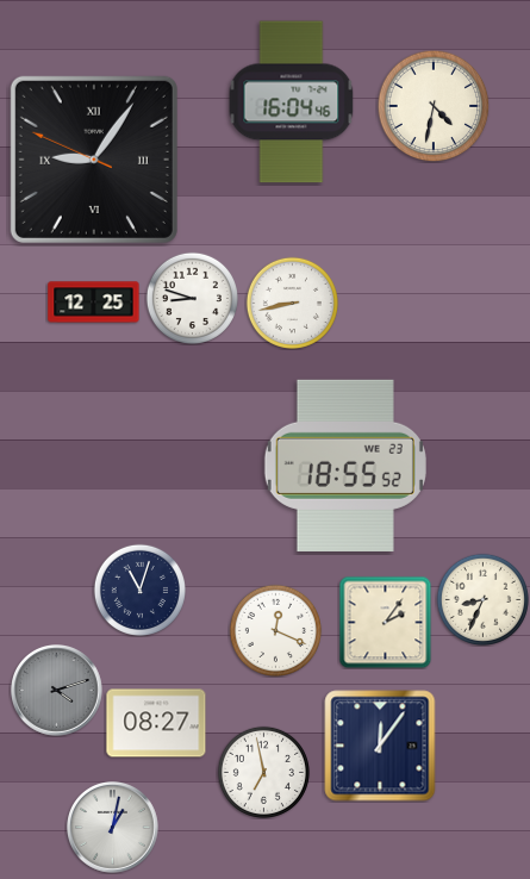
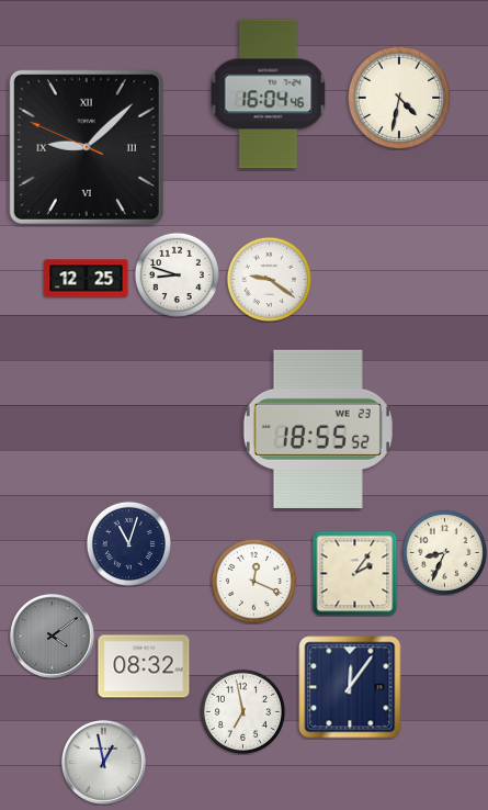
clock at (94, 160): 9:05 -> 9:07
clock at (292, 303): 8:43 -> 9:21
clock at (57, 691): 4:12 -> 4:09
clock at (156, 723): 08:27 -> 08:32
clock at (113, 828): 1:02 -> 12:58
